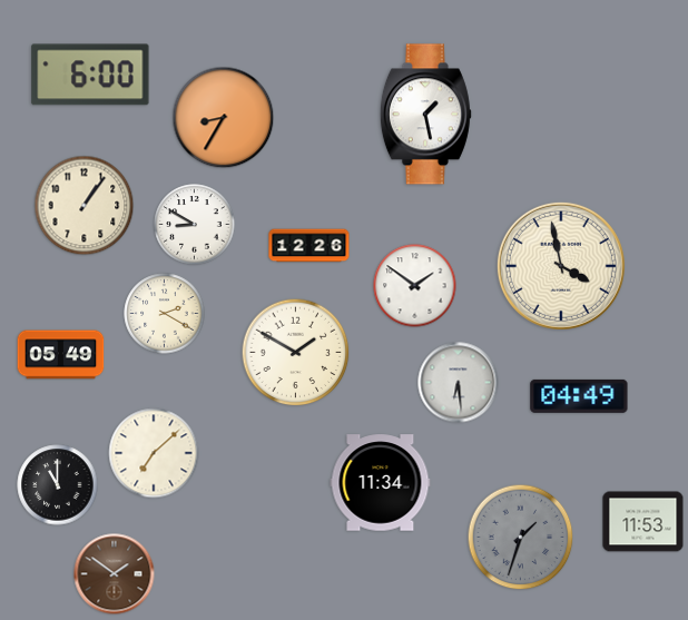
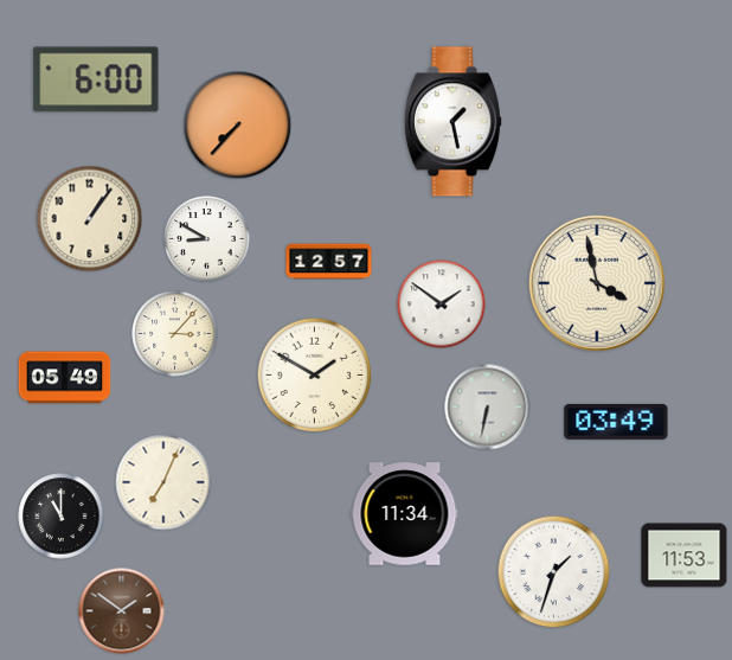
clock at (224, 118): 8:35 -> 7:37
clock at (309, 246): 12:26 -> 12:57
clock at (165, 314): 2:20 -> 3:07
clock at (459, 383): 6:29 -> 6:32
clock at (579, 396): 04:49 -> 03:49
clock at (154, 453): 7:08 -> 7:04
clock at (521, 538) dial: grey -> white
